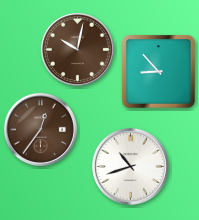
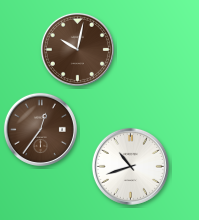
clock at (159, 72): 8:53 -> none
